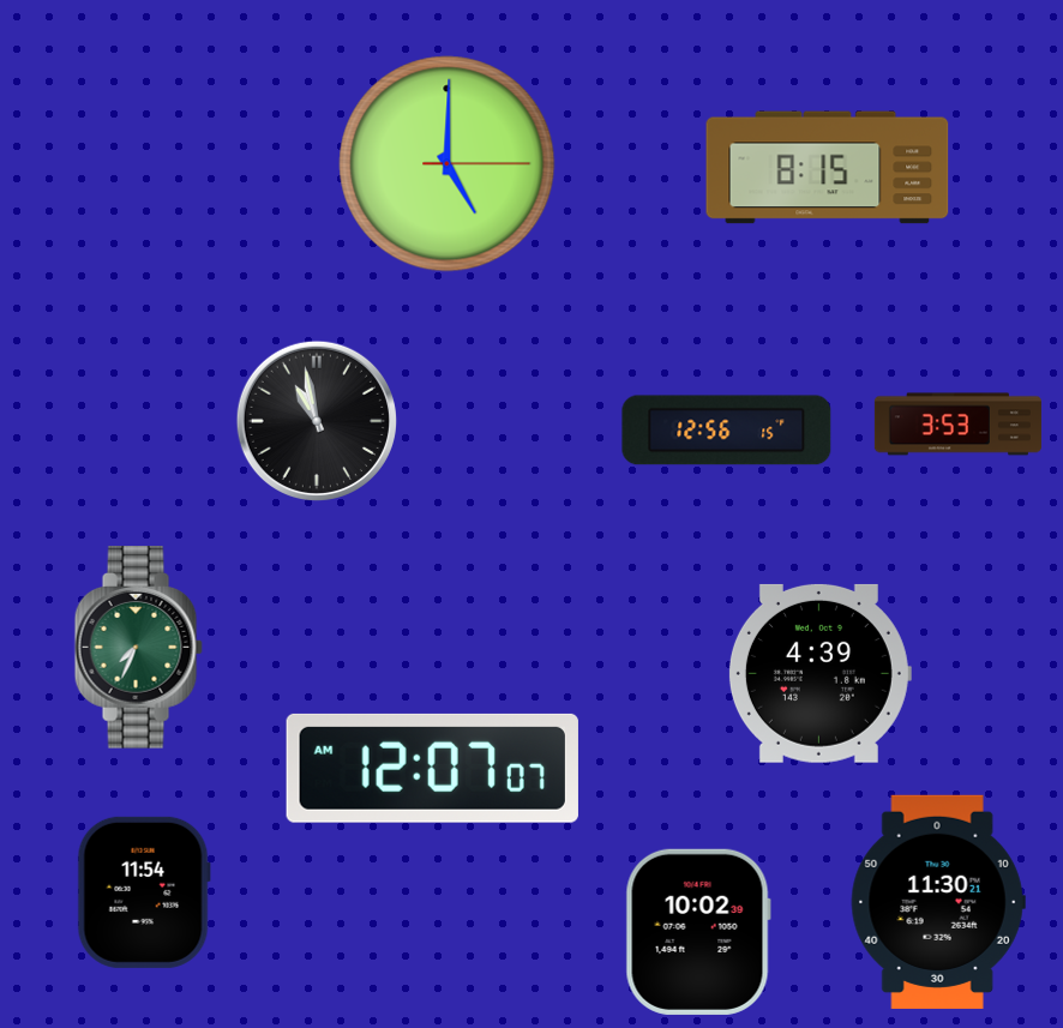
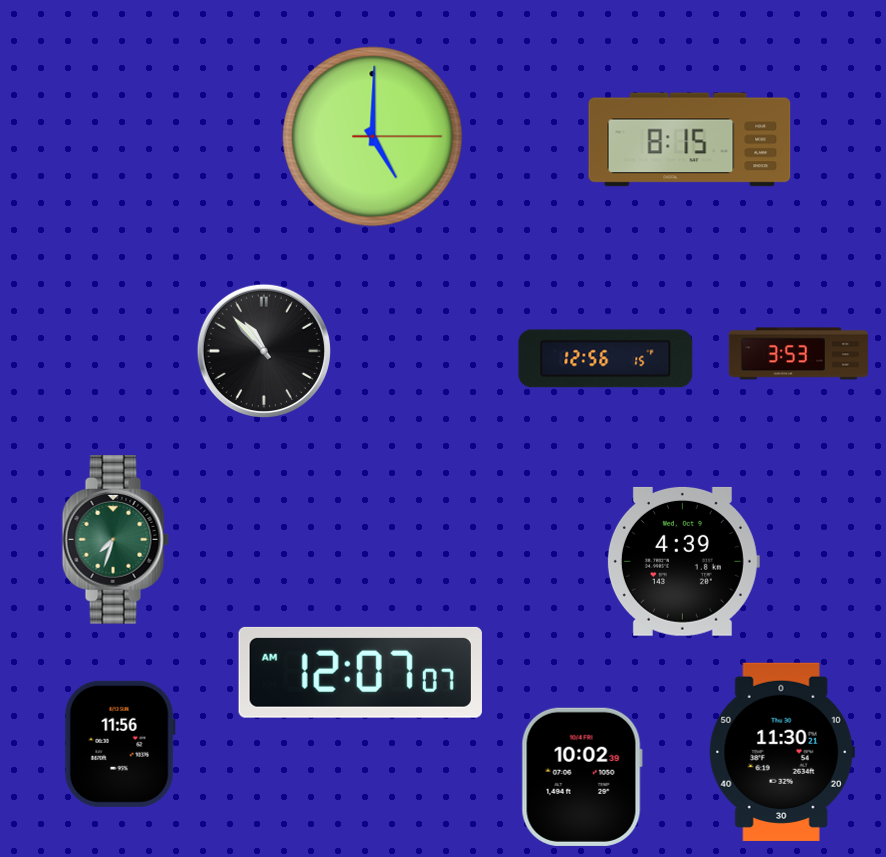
clock at (317, 421): 10:58 -> 10:53
clock at (138, 648): 7:34 -> 7:33
clock at (432, 768) position: (432, 768) -> (360, 672)
clock at (144, 892): 11:54 -> 11:56
